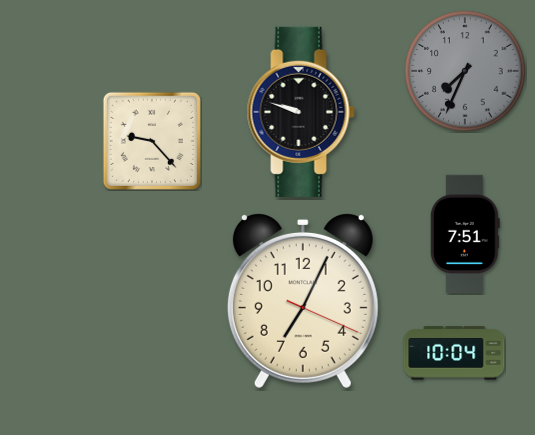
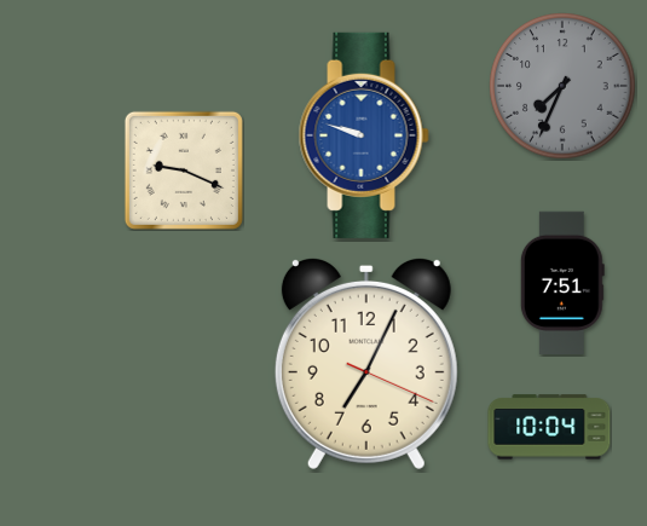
clock at (301, 112) dial: black -> blue
clock at (152, 141): 9:23 -> 9:19
